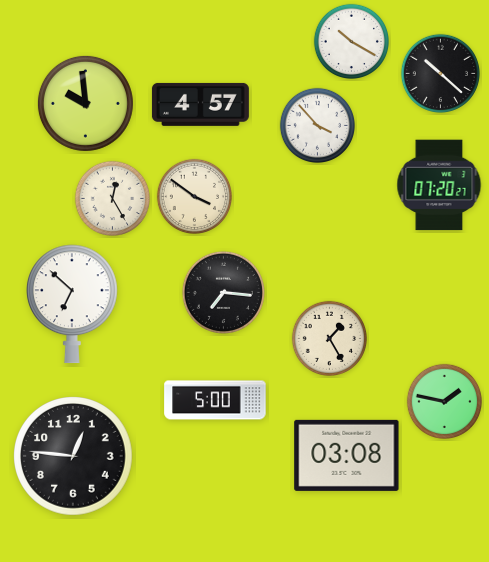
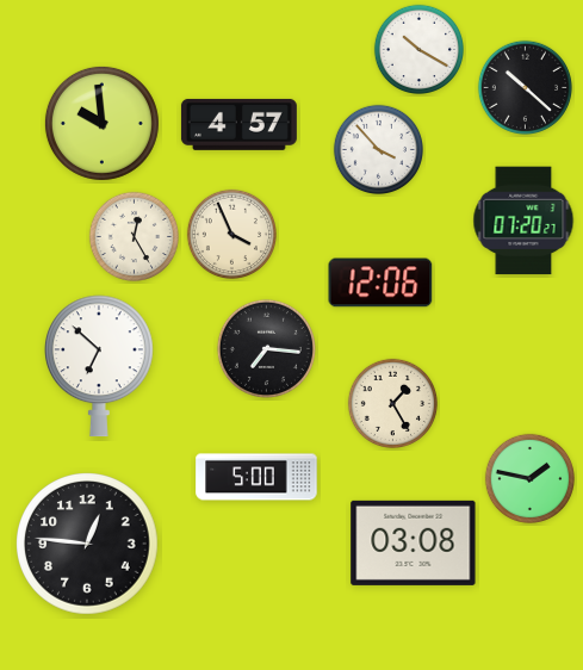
clock at (194, 196): 3:51 -> 3:56
clock at (380, 283): none -> 12:06
clock at (73, 304) position: (73, 304) -> (100, 366)
